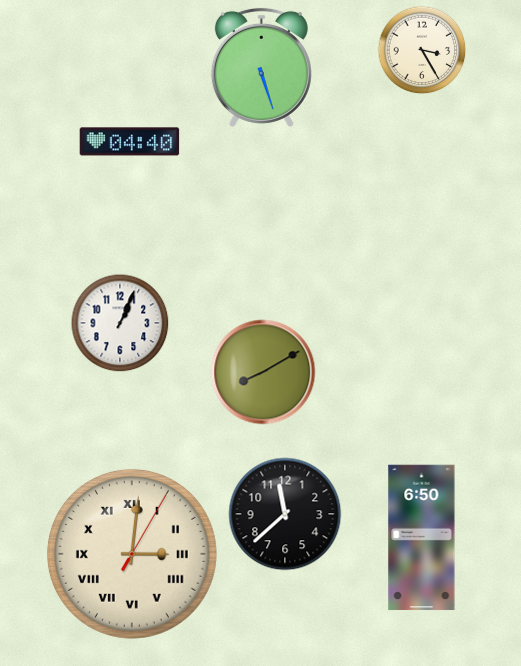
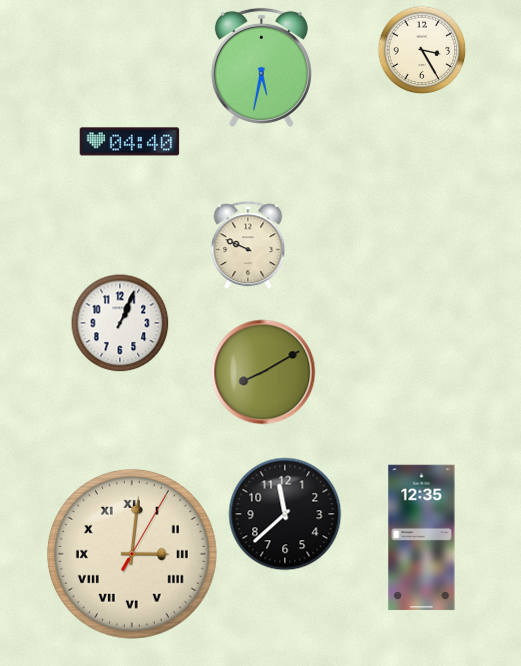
clock at (261, 67): 5:27 -> 5:32
clock at (248, 245): none -> 9:49
clock at (422, 538): 6:50 -> 12:35
